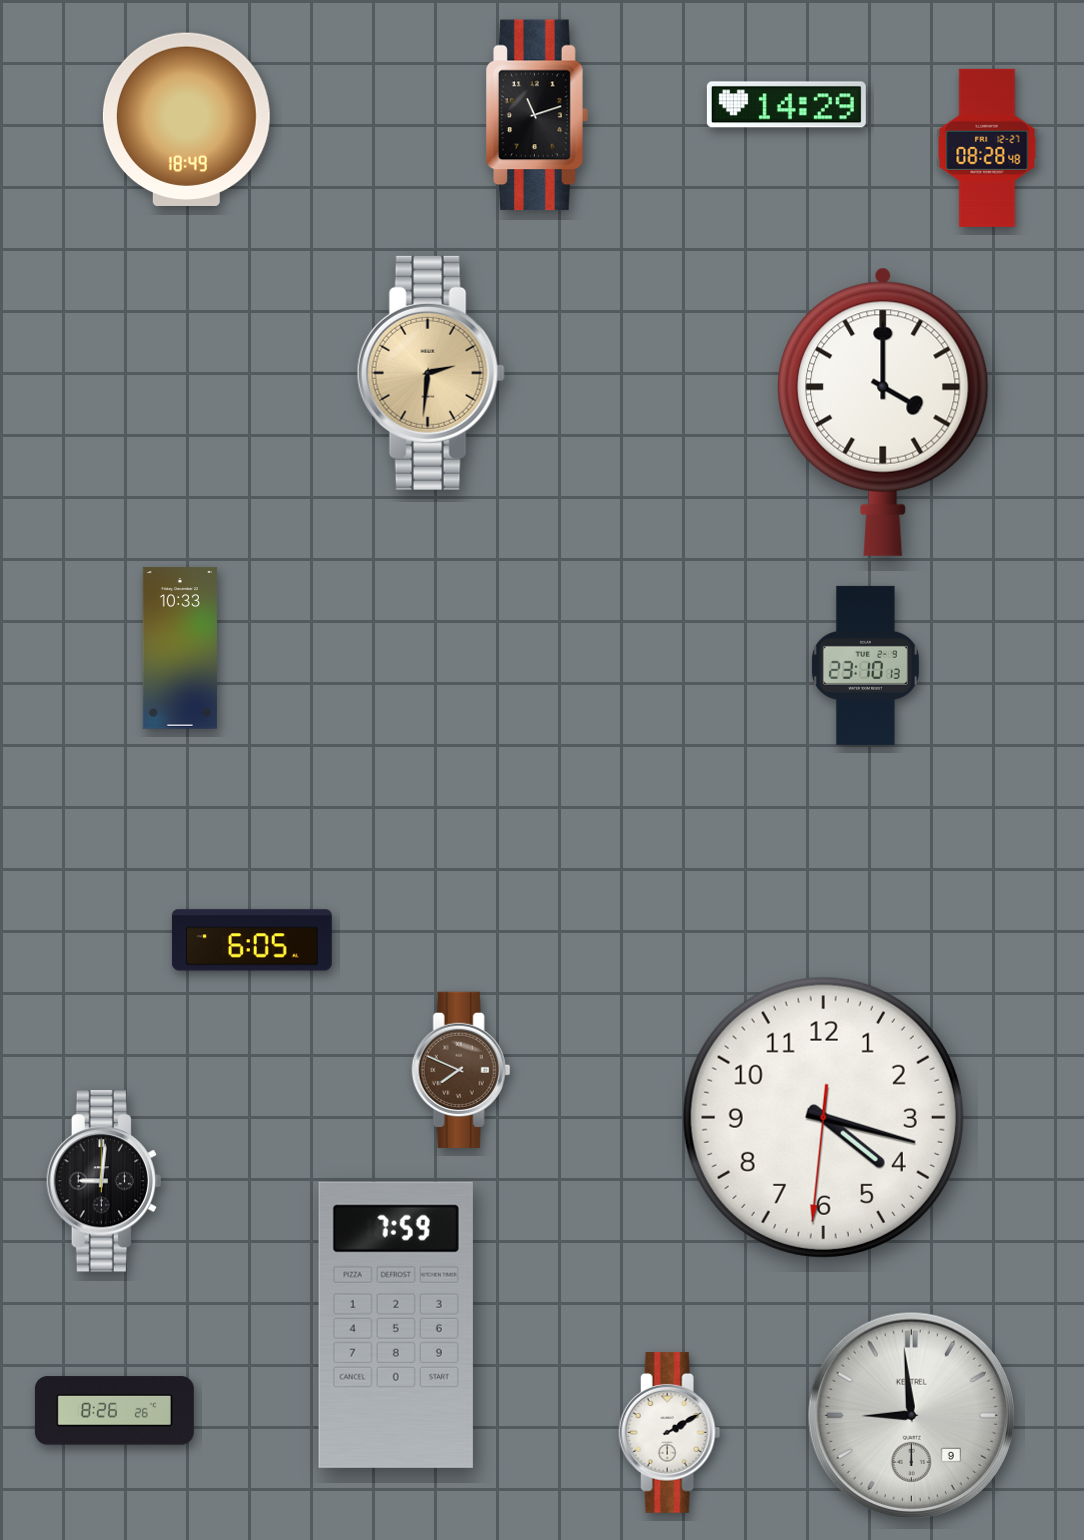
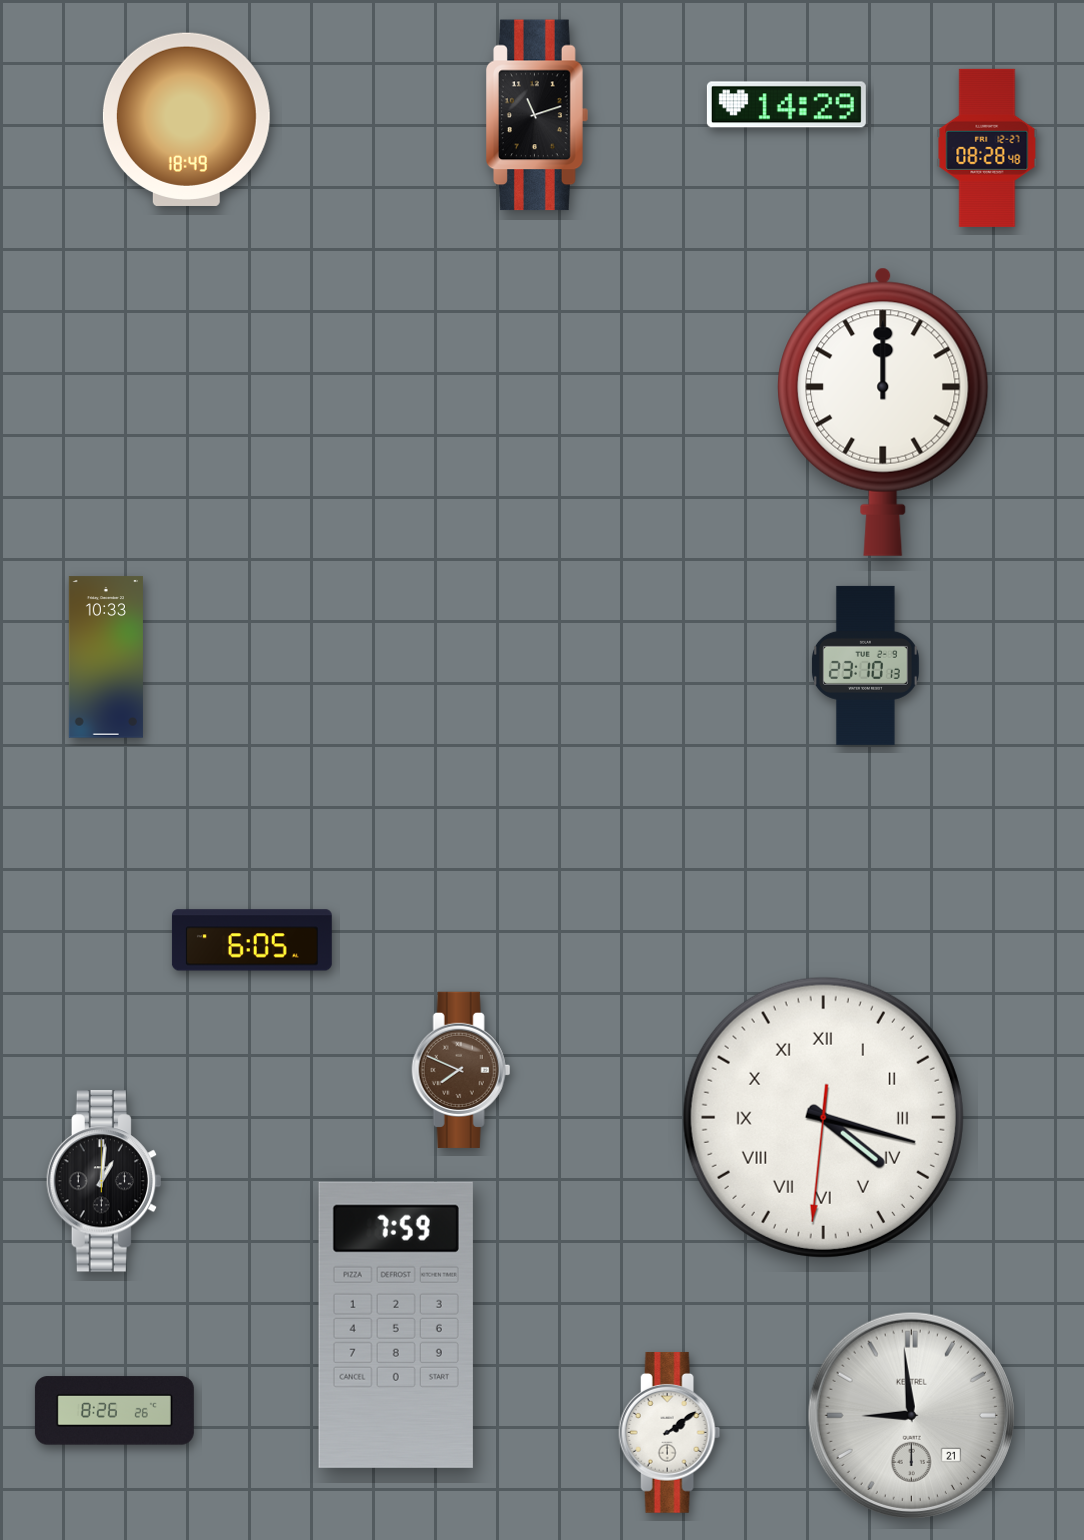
clock at (431, 373): 2:31 -> none
clock at (883, 412): 4:00 -> 12:00
clock at (180, 648) position: (180, 648) -> (106, 657)
clock at (823, 1117) numerals: Arabic -> Roman
clock at (103, 1181): 9:01 -> 1:01
clock at (911, 1415) date: 9 -> 21
clock at (670, 1432): 2:10 -> 2:09
